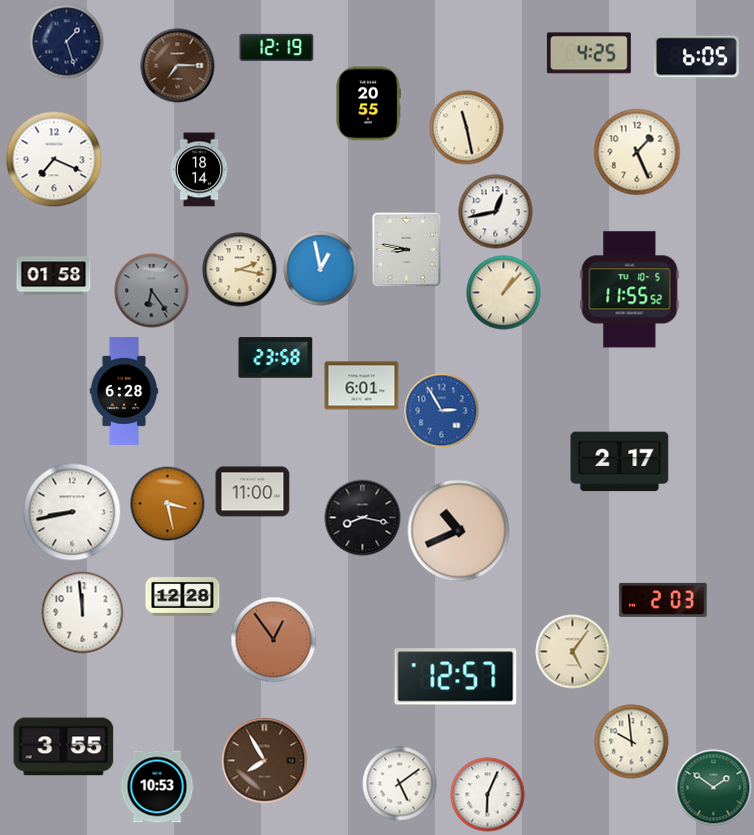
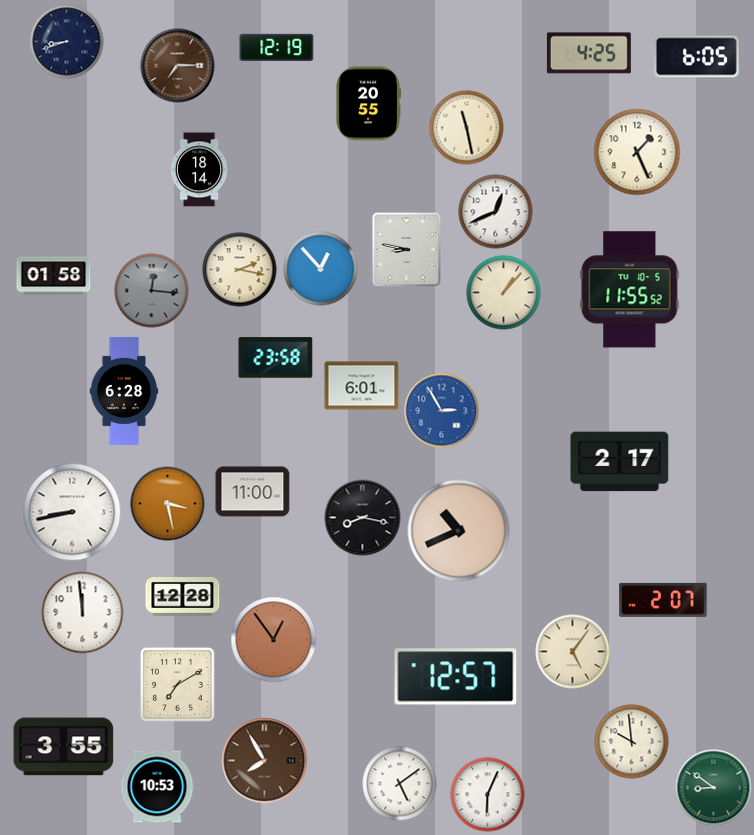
clock at (67, 42): 1:27 -> 8:42
clock at (54, 159): 7:19 -> none
clock at (496, 212): 12:43 -> 12:41
clock at (321, 269): 12:58 -> 12:53
clock at (152, 291): 6:24 -> 12:16
clock at (663, 600): 2:03 -> 2:07
clock at (177, 684): none -> 7:10
clock at (714, 788): 1:51 -> 8:51
